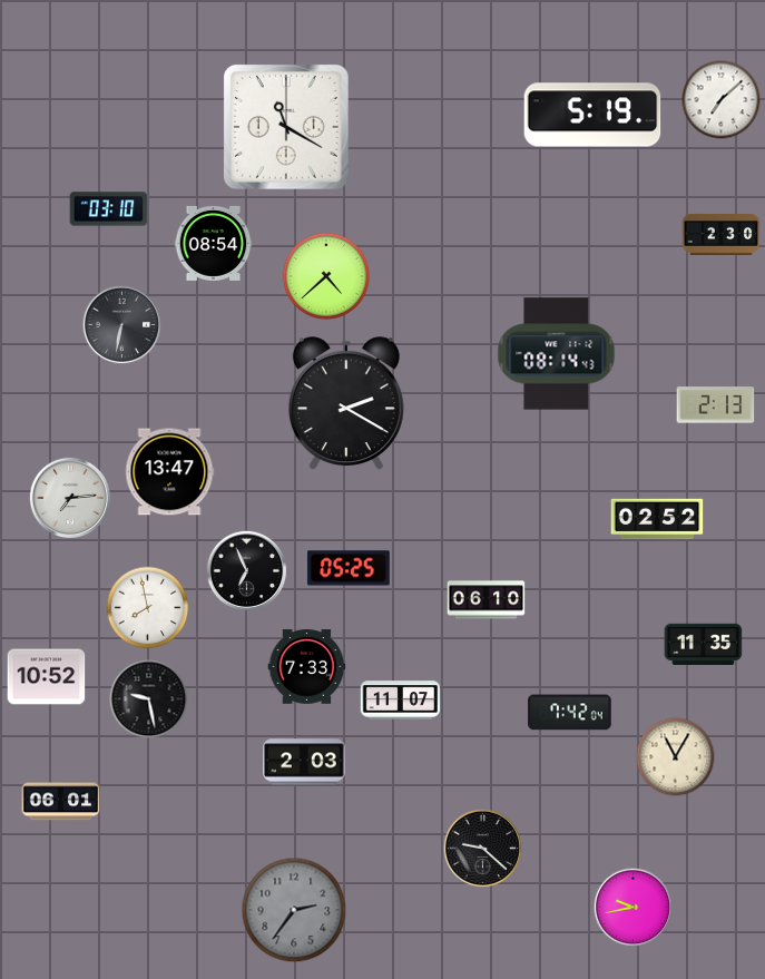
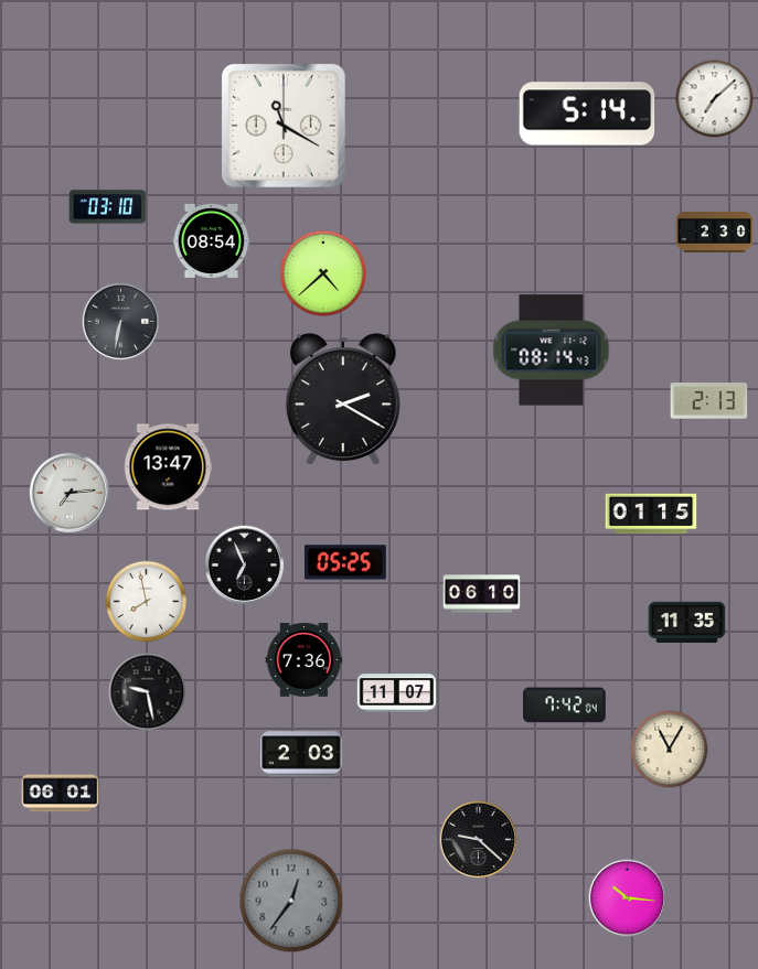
clock at (592, 115): 5:19 -> 5:14
clock at (657, 519): 02:52 -> 01:15
clock at (704, 644) position: (704, 644) -> (687, 622)
clock at (307, 667): 7:33 -> 7:36
clock at (47, 677): 10:52 -> none
clock at (634, 908): 9:43 -> 10:16
clock at (294, 910): 2:36 -> 12:36
